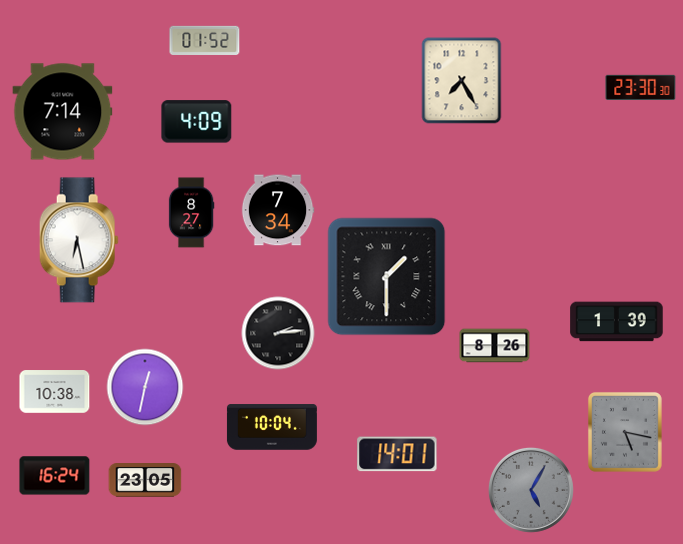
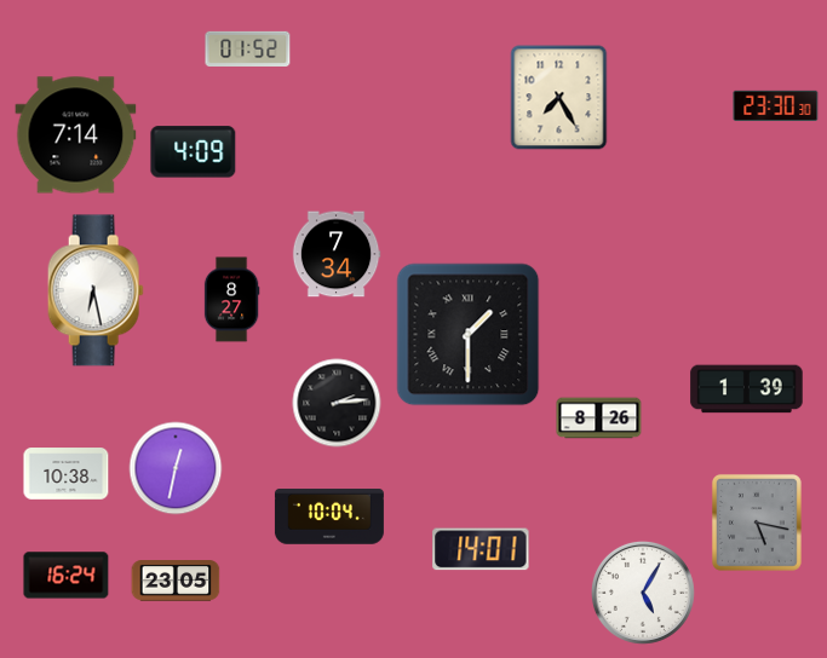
clock at (197, 122) position: (197, 122) -> (194, 152)
clock at (191, 213) position: (191, 213) -> (231, 300)
clock at (531, 490) dial: grey -> white
